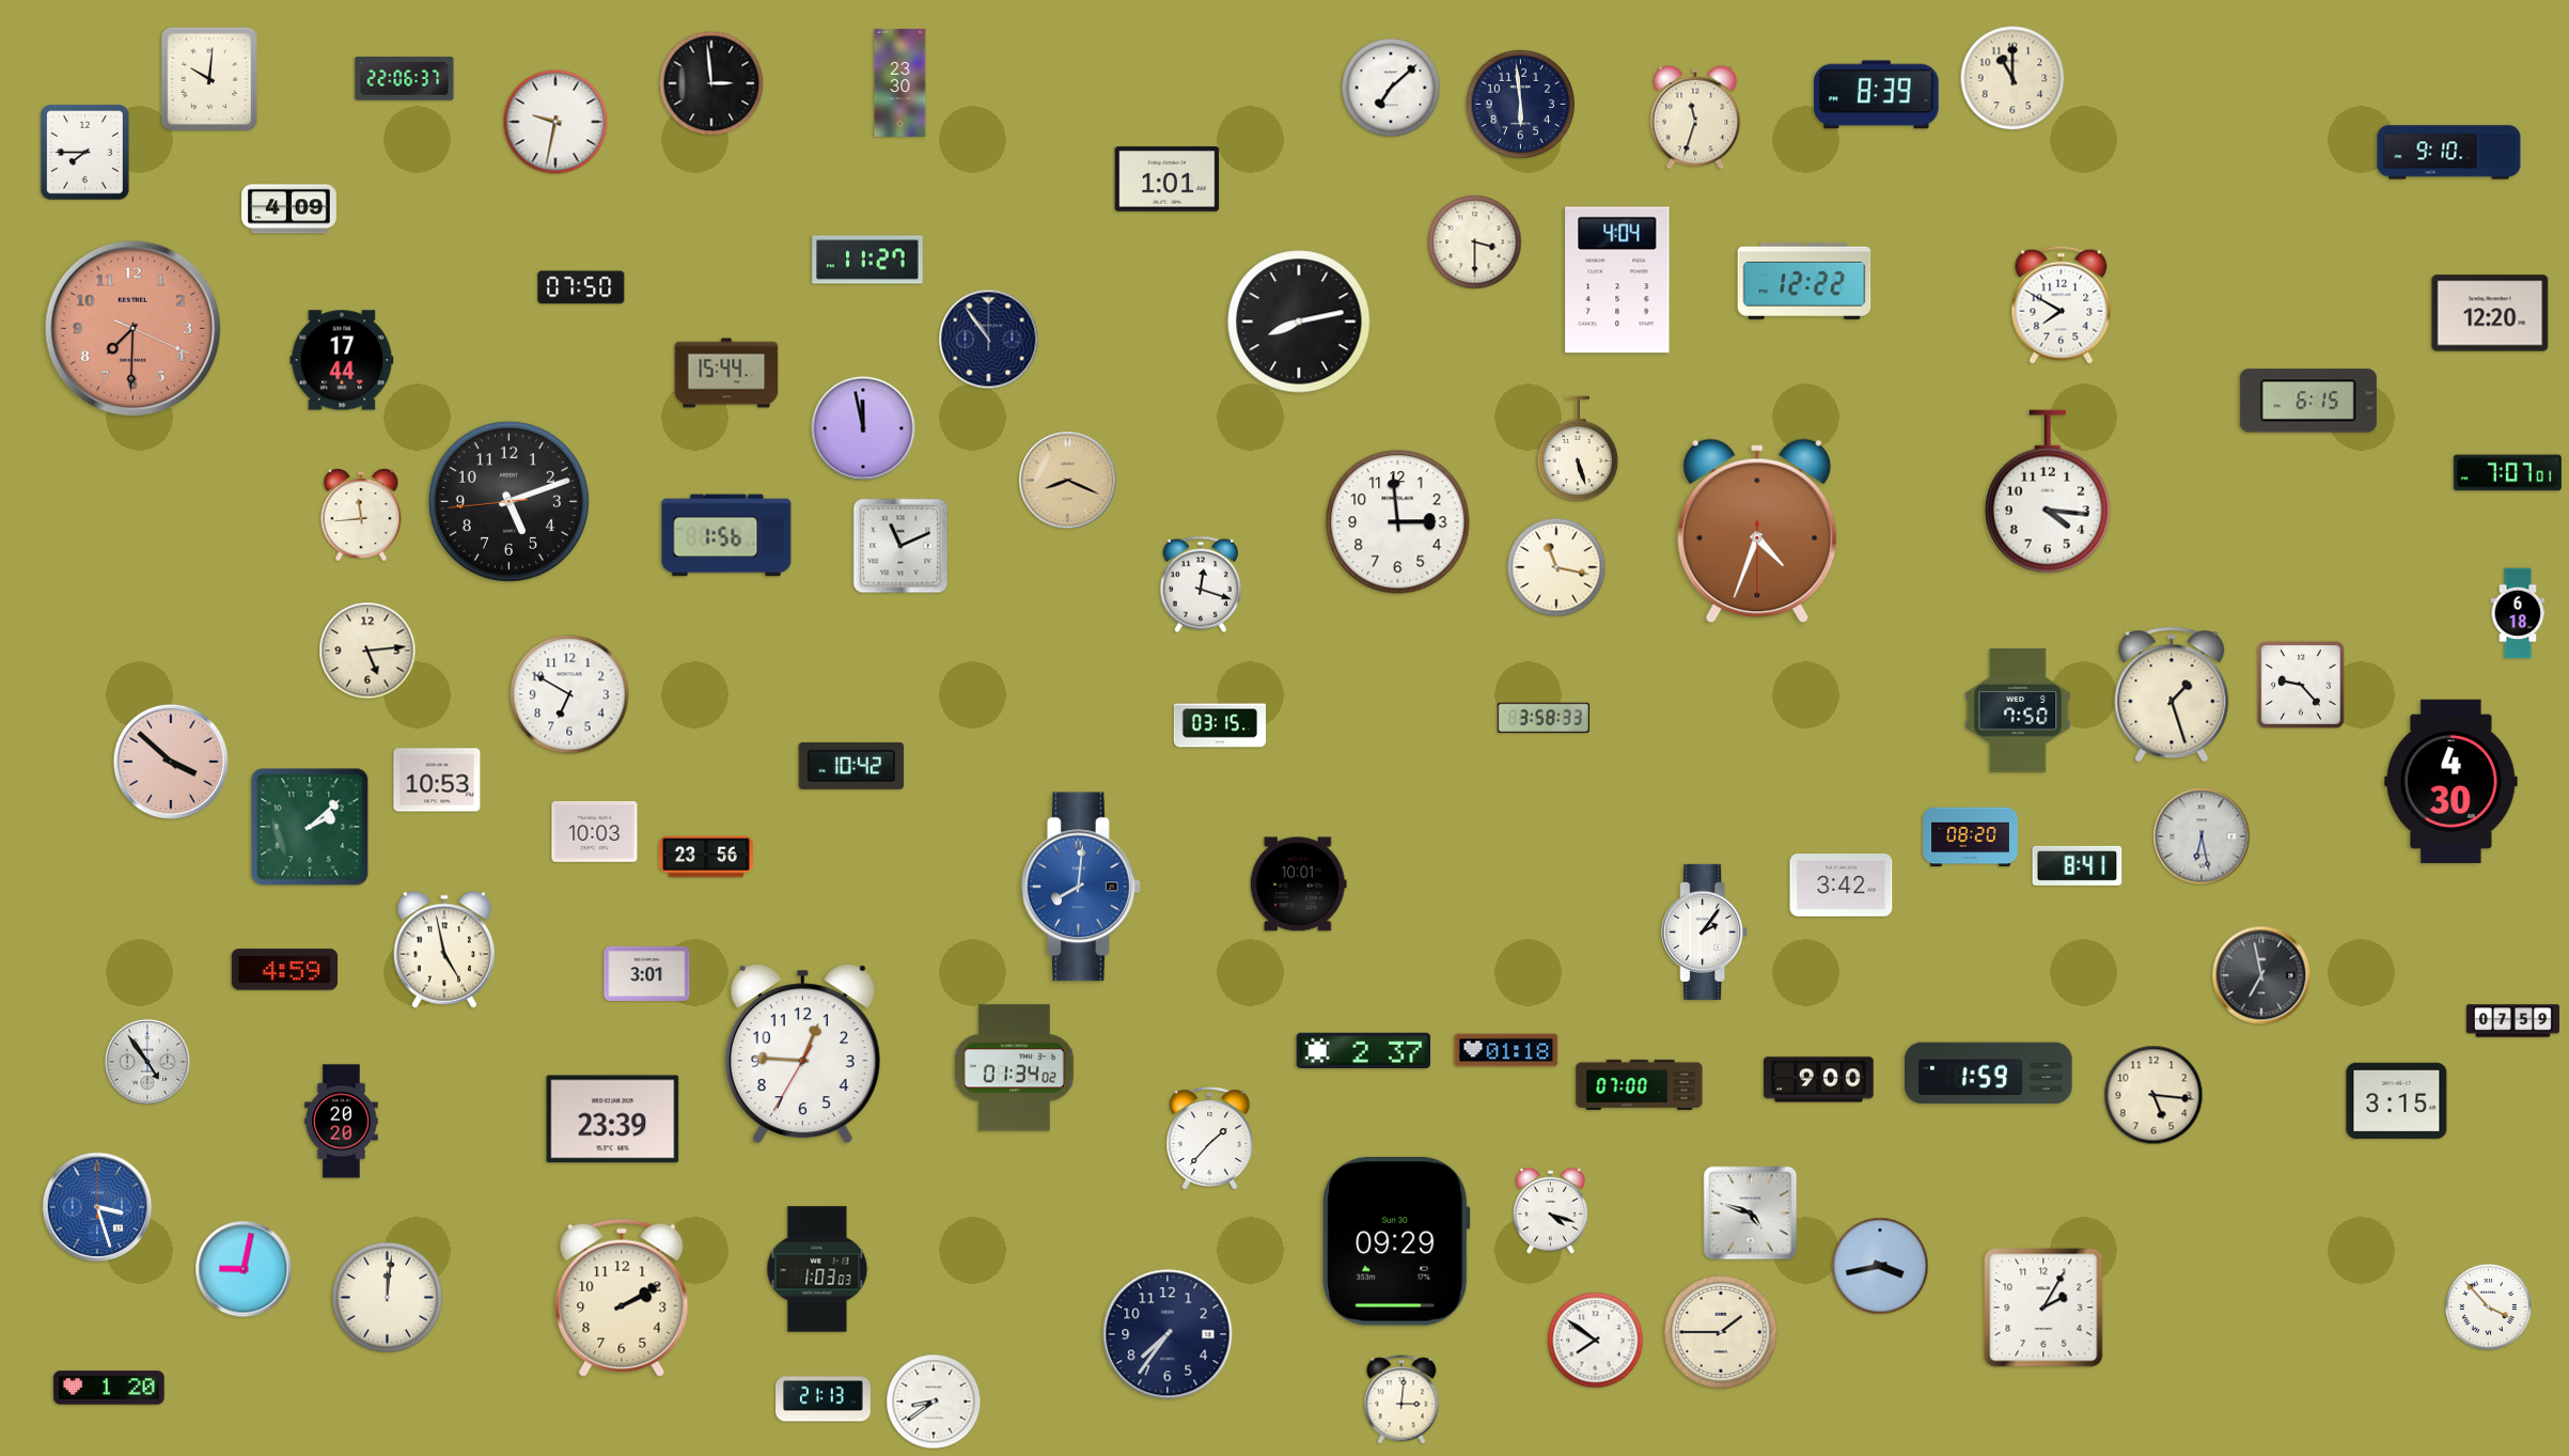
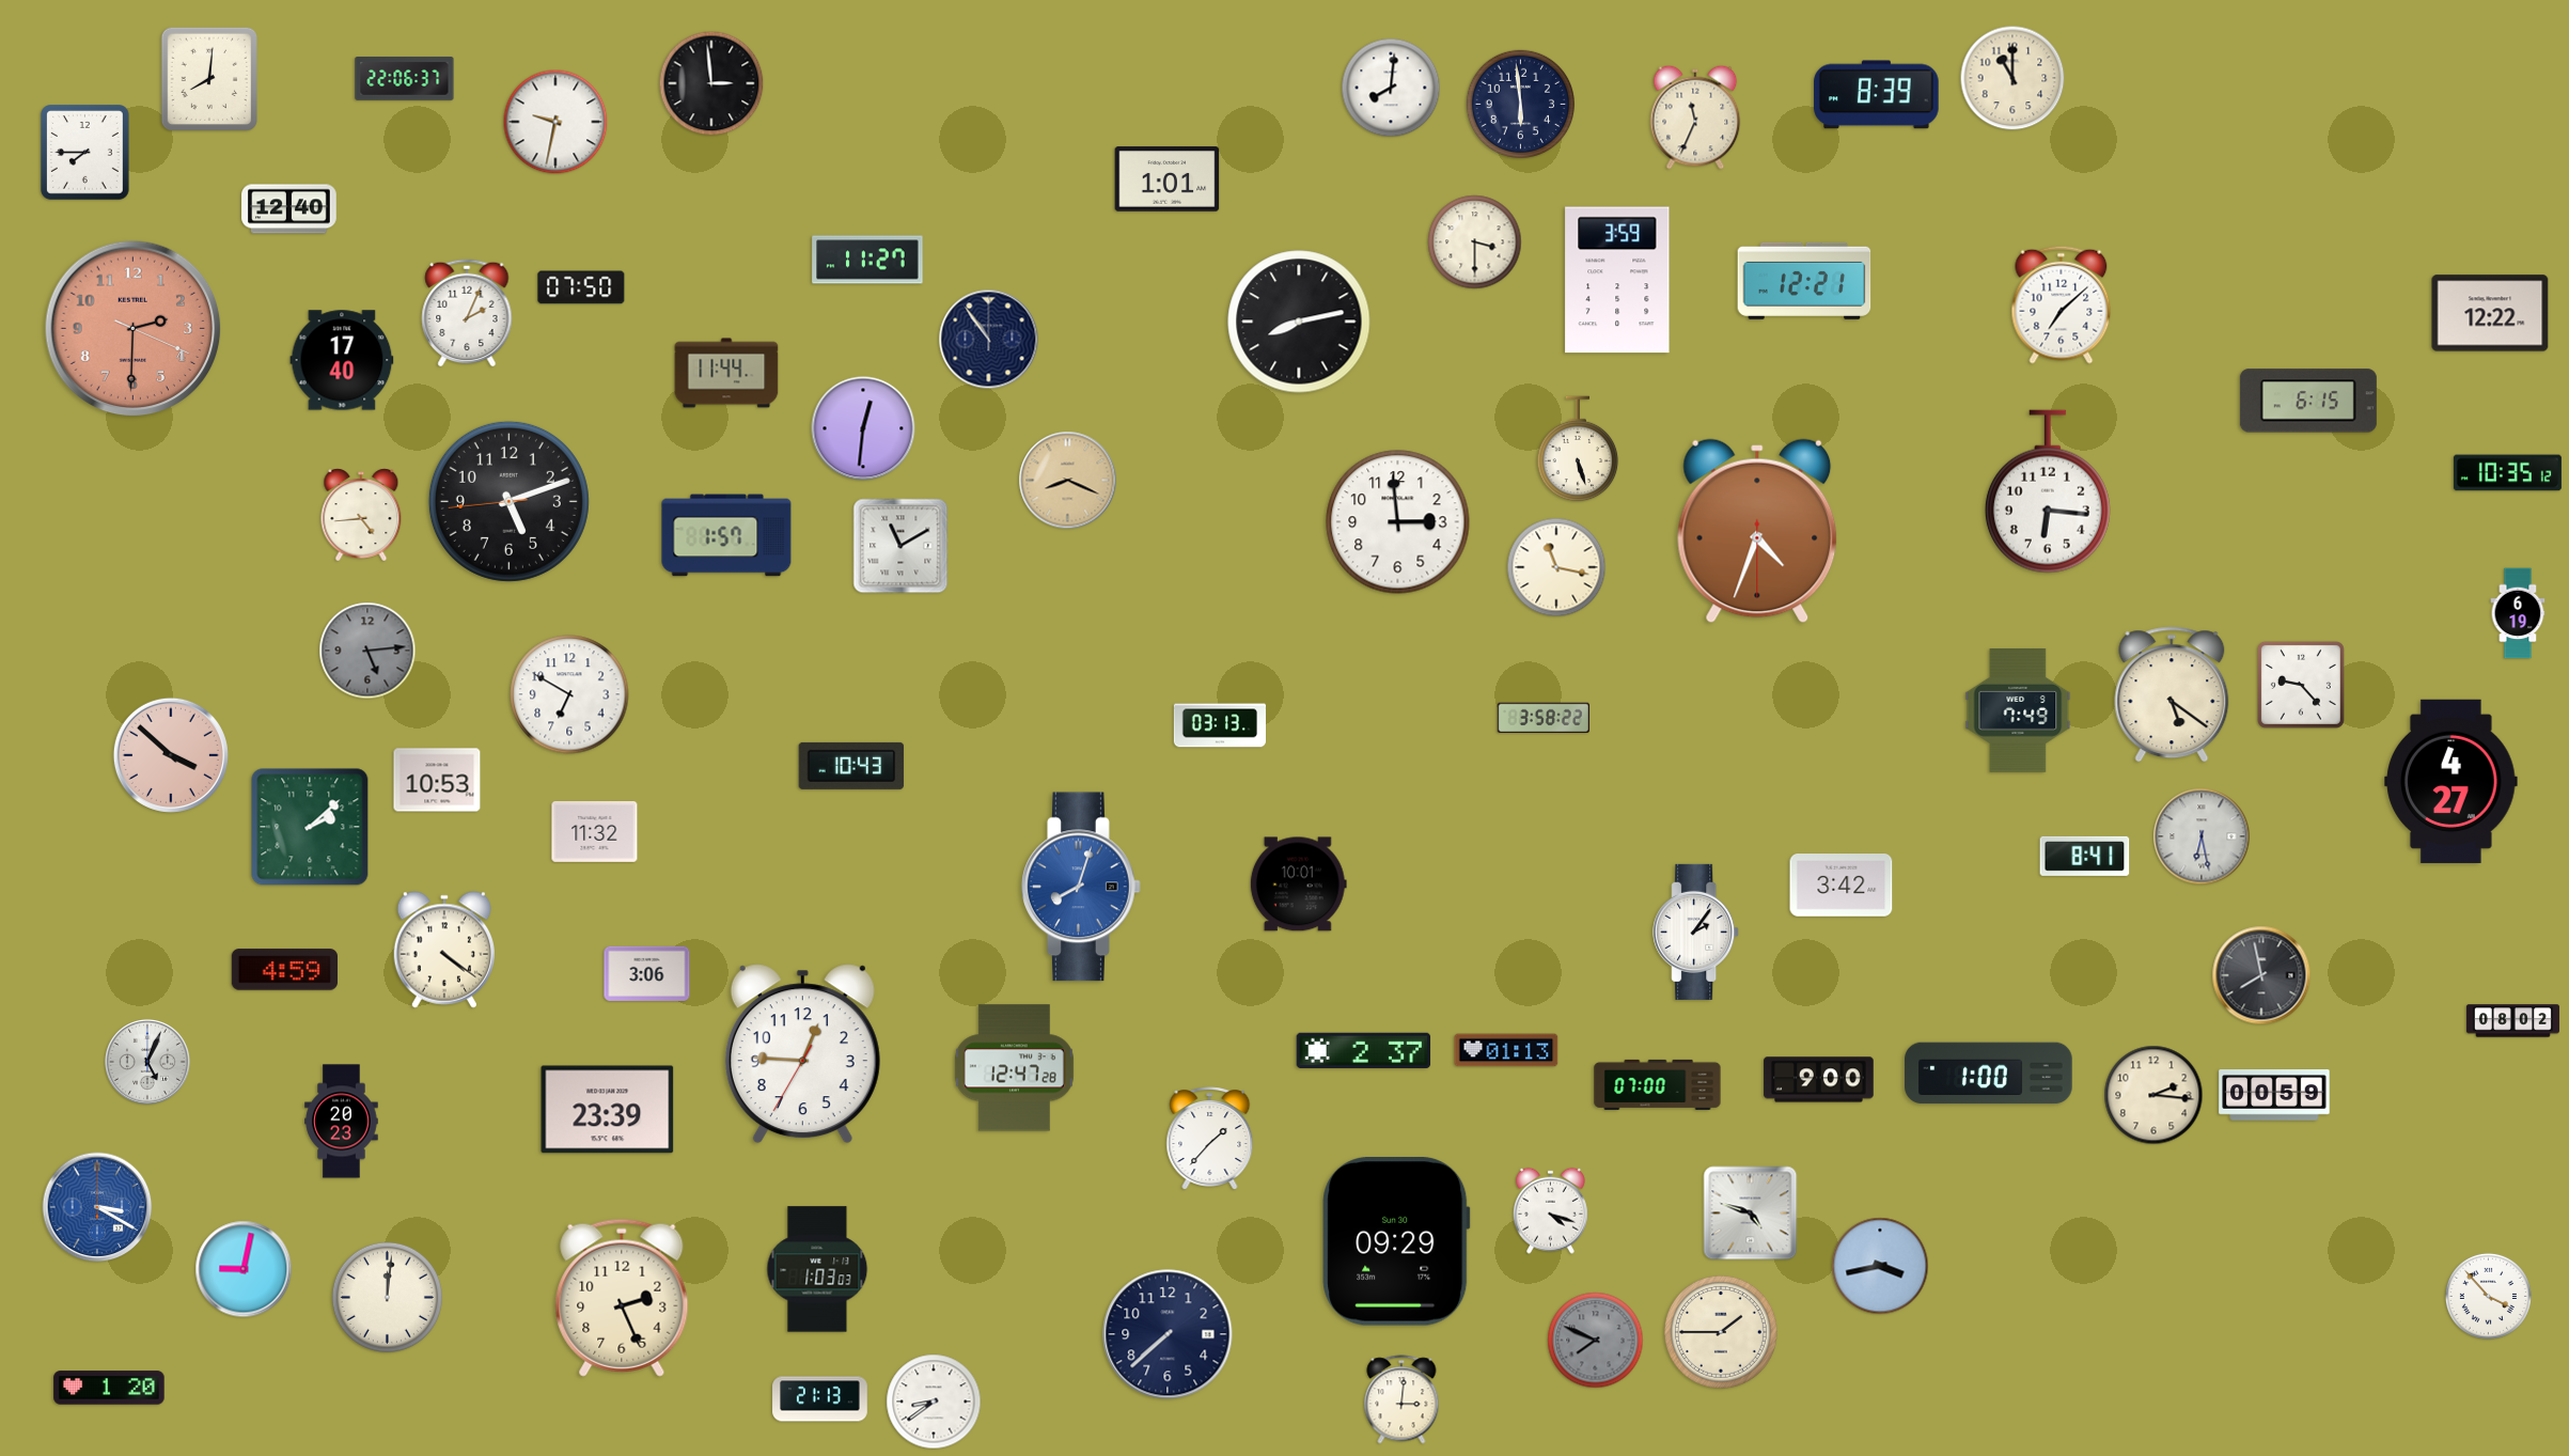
clock at (208, 79): 10:01 -> 8:01
clock at (900, 82): 23:30 -> none
clock at (1391, 88): 7:08 -> 8:01
clock at (1695, 118): 11:33 -> 11:34
clock at (2449, 153): 9:10 -> none
clock at (289, 209): 4:09 -> 12:40
clock at (1617, 280): 4:04 -> 3:59
clock at (1804, 281): 12:22 -> 12:21
clock at (2062, 304): 7:50 -> 7:08
clock at (467, 313): none -> 2:04
clock at (2490, 313): 12:20 -> 12:22
clock at (134, 329): 7:30 -> 2:30
clock at (342, 360): 17:44 -> 17:40
clock at (726, 373): 15:44 -> 11:44
clock at (863, 428): 11:58 -> 12:31
clock at (2507, 473): 7:07 -> 10:35
clock at (2048, 491): 4:16 -> 6:16
clock at (361, 515): 11:44 -> 4:44
clock at (726, 535): 1:56 -> 1:57
clock at (900, 546): 11:11 -> 11:10
clock at (1201, 584): 12:18 -> none
clock at (2518, 613): 6:18 -> 6:19
clock at (367, 651) dial: cream -> grey
clock at (2172, 694): 1:27 -> 5:21
clock at (2018, 711): 7:50 -> 7:49
clock at (1544, 717): 3:58:33 -> 3:58:22
clock at (1219, 725): 03:15 -> 03:13
clock at (171, 762) position: (171, 762) -> (171, 755)
clock at (851, 766): 10:42 -> 10:43
clock at (2451, 781): 4:30 -> 4:27
clock at (595, 831): 10:03 -> 11:32
clock at (1971, 837): 08:20 -> none
clock at (706, 857): 23:56 -> none
clock at (2078, 865) position: (2078, 865) -> (2085, 856)
clock at (1082, 887): 8:01 -> 8:03
clock at (1705, 931) position: (1705, 931) -> (1696, 931)
clock at (444, 950): 4:58 -> 4:21
clock at (647, 973): 3:01 -> 3:06
clock at (2261, 975): 6:58 -> 7:58
clock at (2512, 1021): 07:59 -> 08:02
clock at (1506, 1050): 01:18 -> 01:13
clock at (147, 1062): 4:54 -> 5:04
clock at (1014, 1068): 01:34 -> 12:47
clock at (1989, 1074): 1:59 -> 1:00
clock at (1640, 1084) position: (1640, 1084) -> (1658, 1084)
clock at (2153, 1095): 5:16 -> 2:16
clock at (2274, 1096): none -> 00:59
clock at (2397, 1100): 3:15 -> none
clock at (613, 1120) position: (613, 1120) -> (608, 1110)
clock at (342, 1122): 20:20 -> 20:23
clock at (97, 1207): 3:27 -> 3:20
clock at (622, 1298): 2:10 -> 2:26
clock at (2488, 1306) position: (2488, 1306) -> (2488, 1296)
clock at (2043, 1308): 2:05 -> none
clock at (1168, 1334): 7:36 -> 7:38
clock at (1596, 1341): 7:51 -> 7:49
clock at (1596, 1341) dial: white -> grey
clock at (824, 1399) position: (824, 1399) -> (820, 1399)
